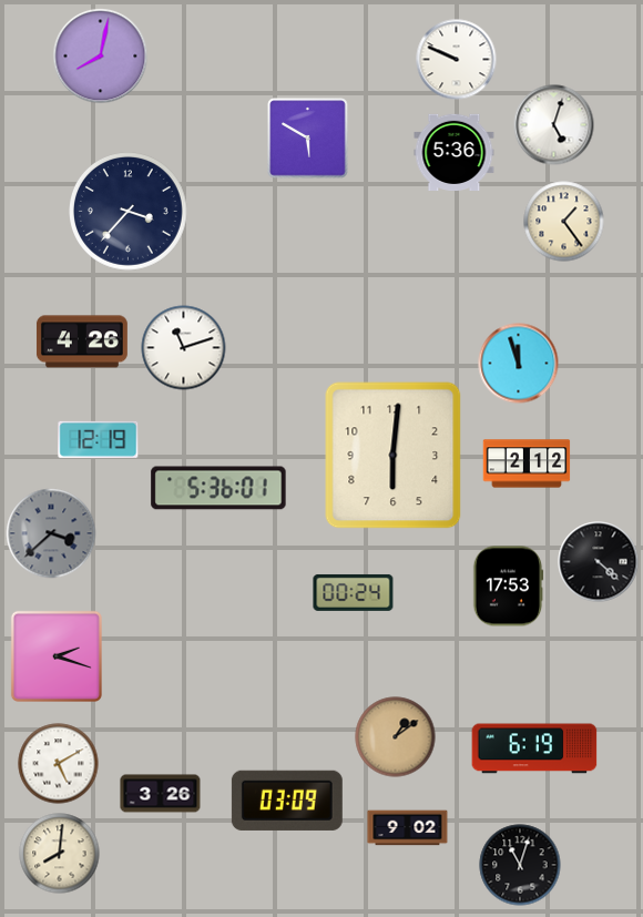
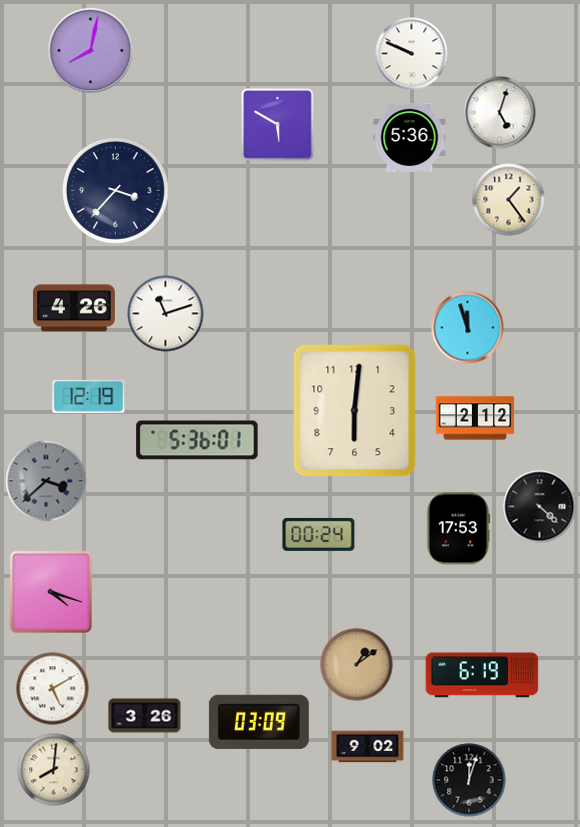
clock at (57, 656): 2:18 -> 4:18
clock at (520, 865): 11:03 -> 12:03
